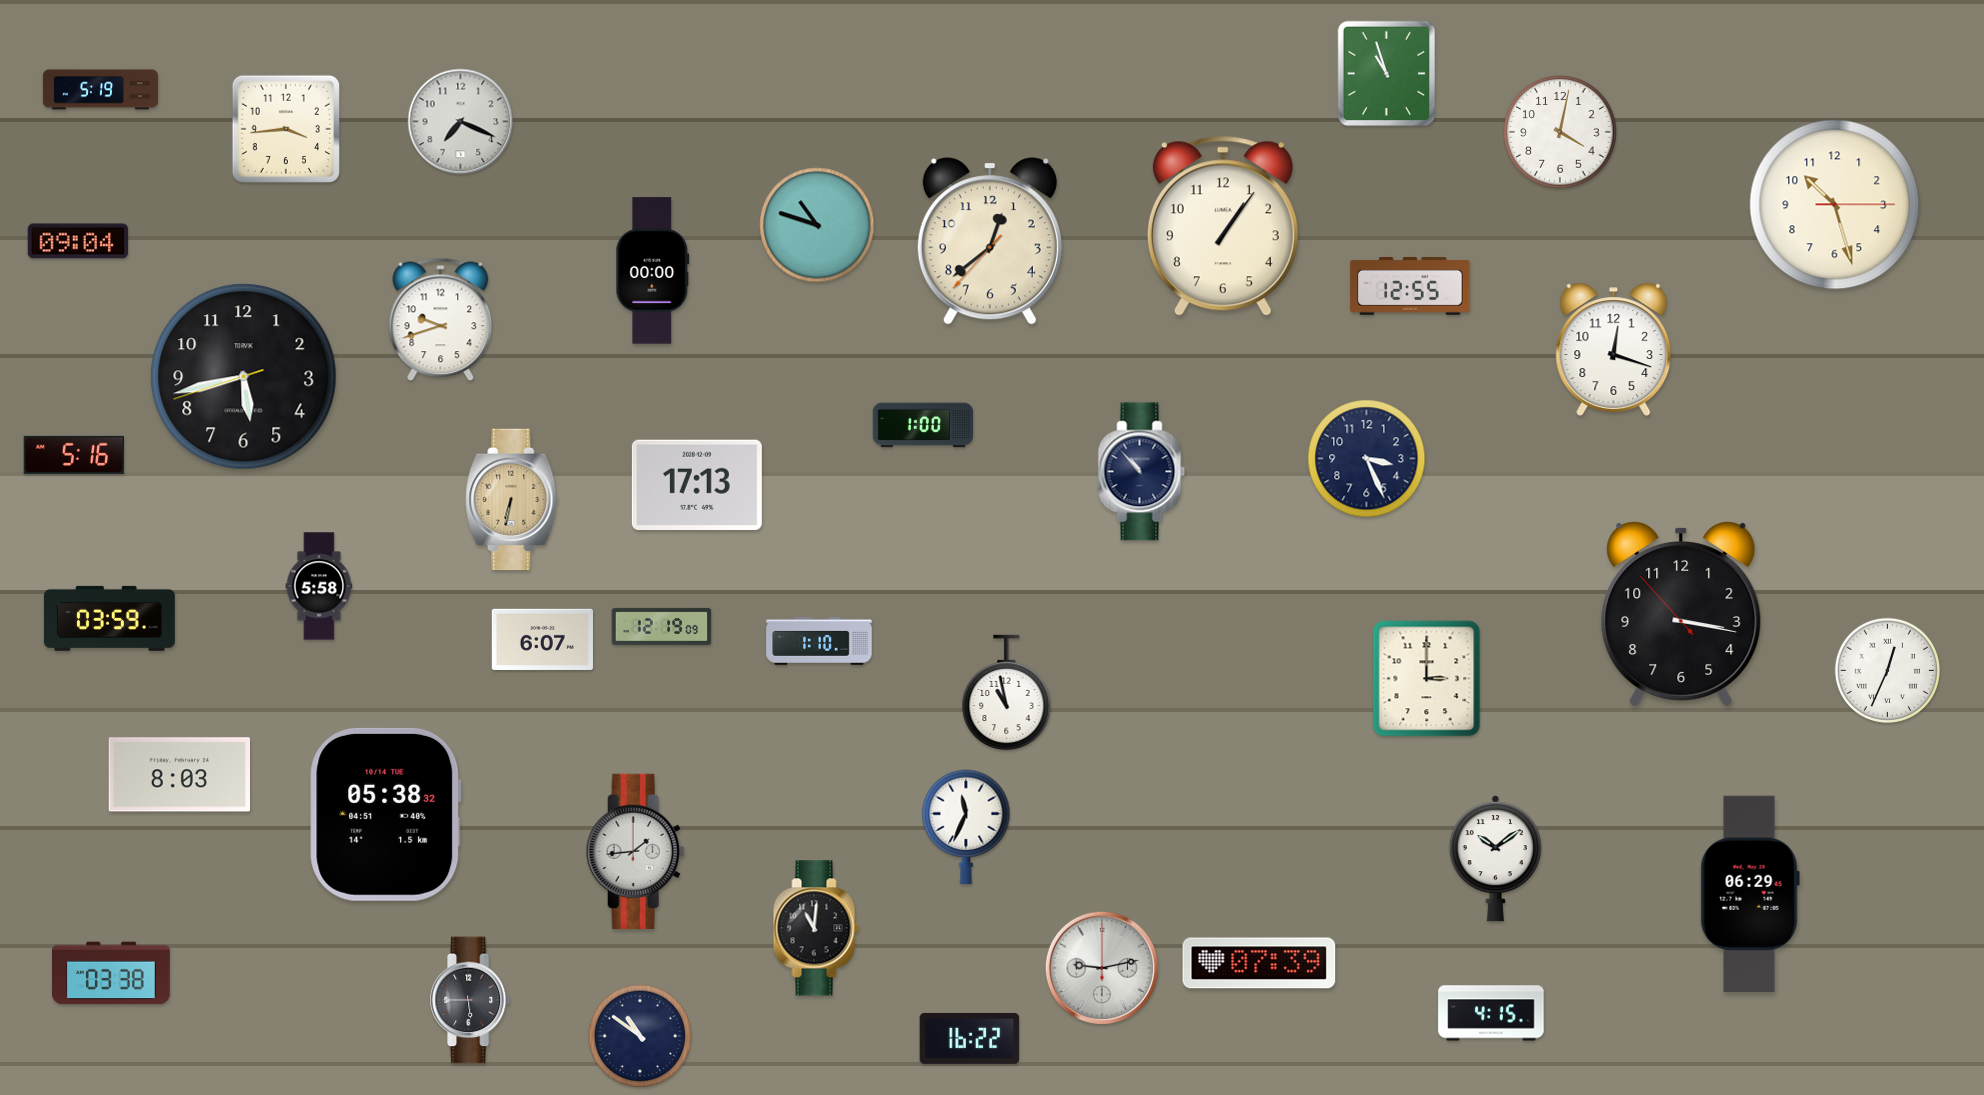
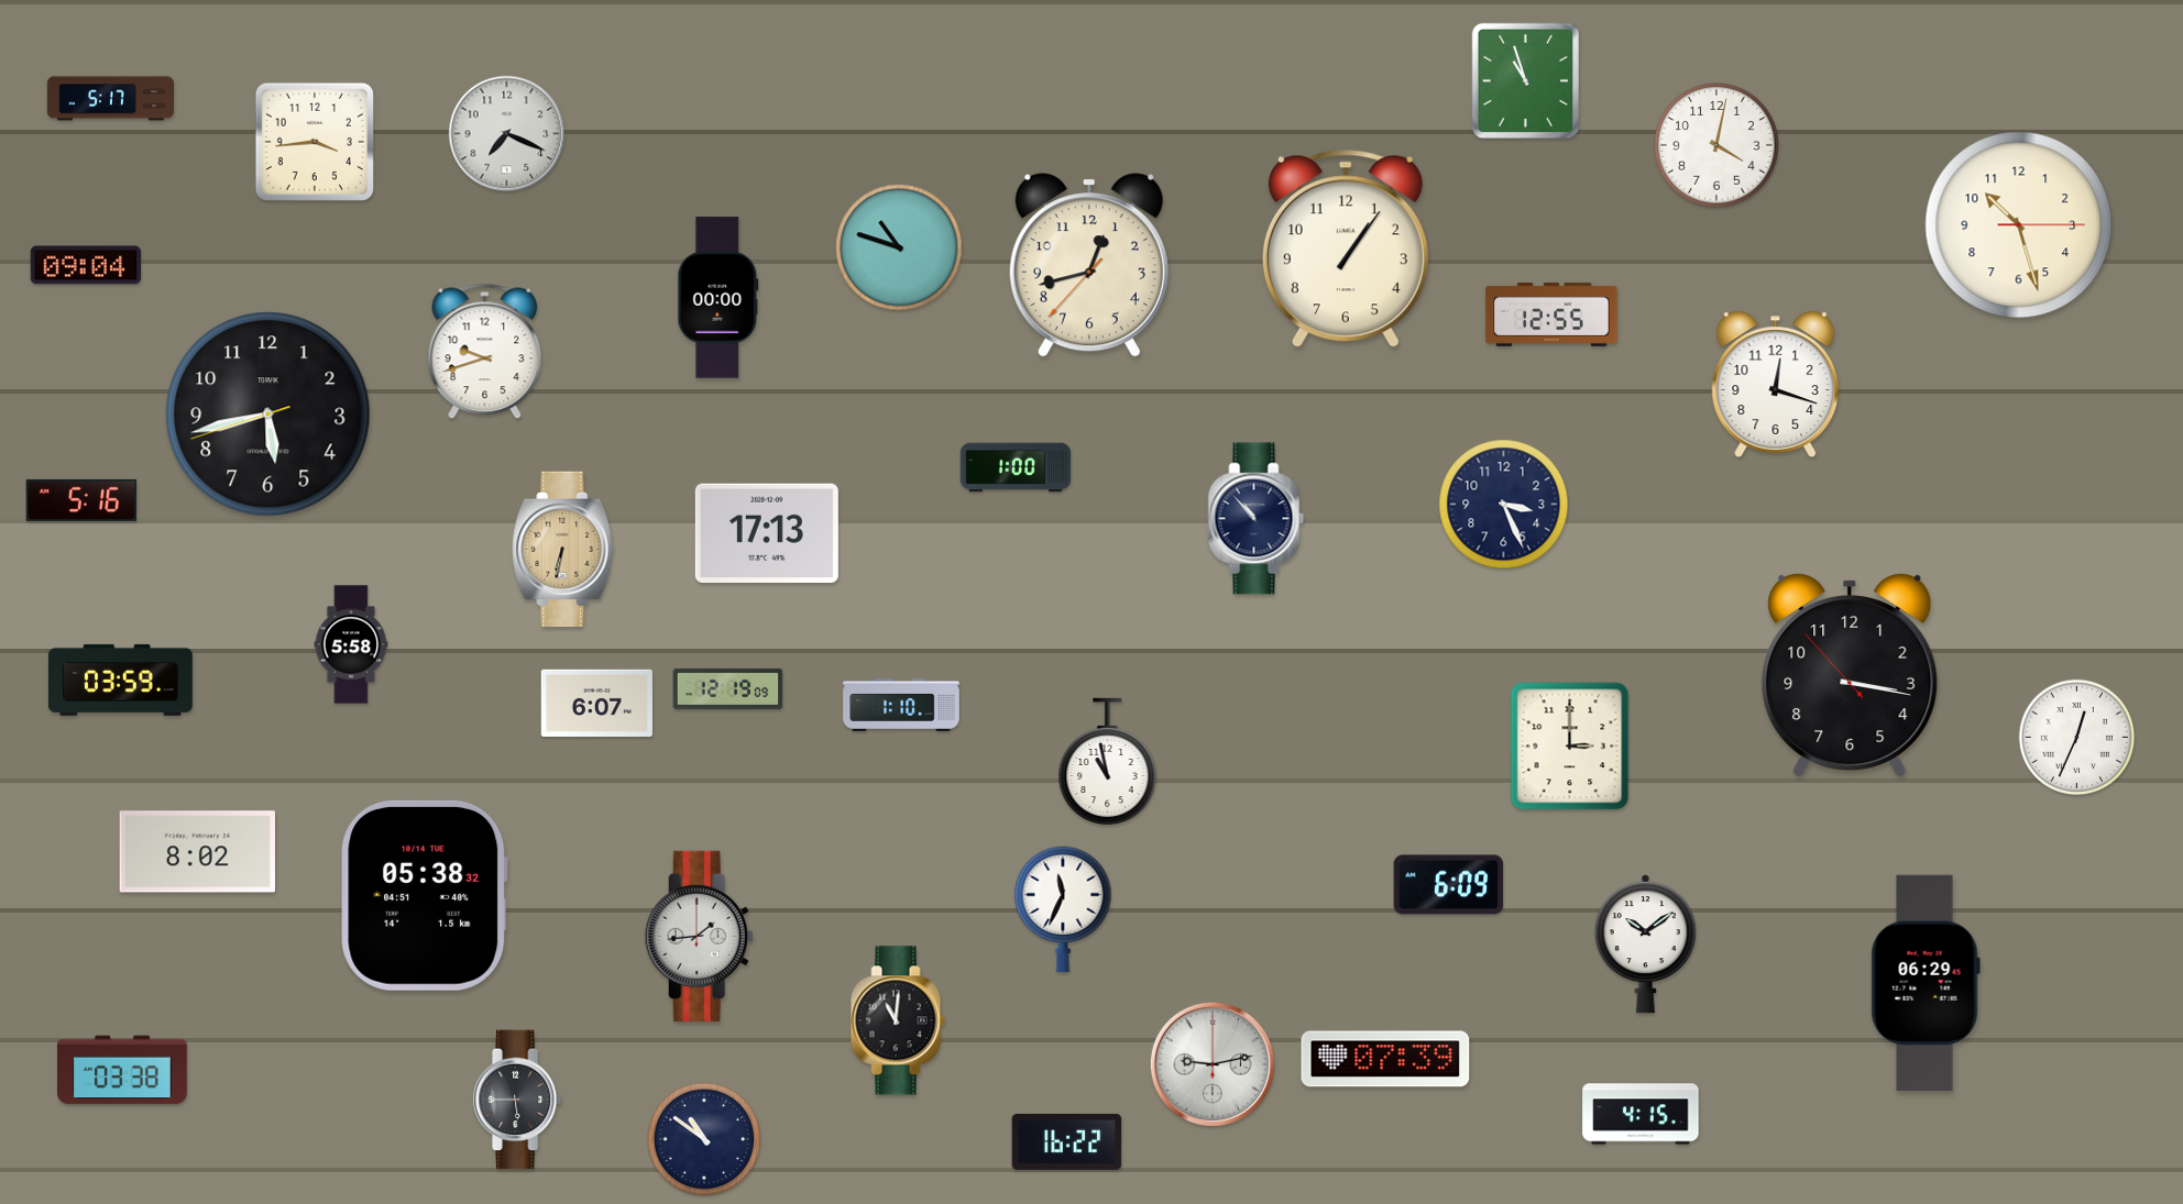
clock at (100, 90): 5:19 -> 5:17
clock at (990, 241): 12:38 -> 12:42
clock at (179, 775): 8:03 -> 8:02
clock at (1449, 885): none -> 6:09
